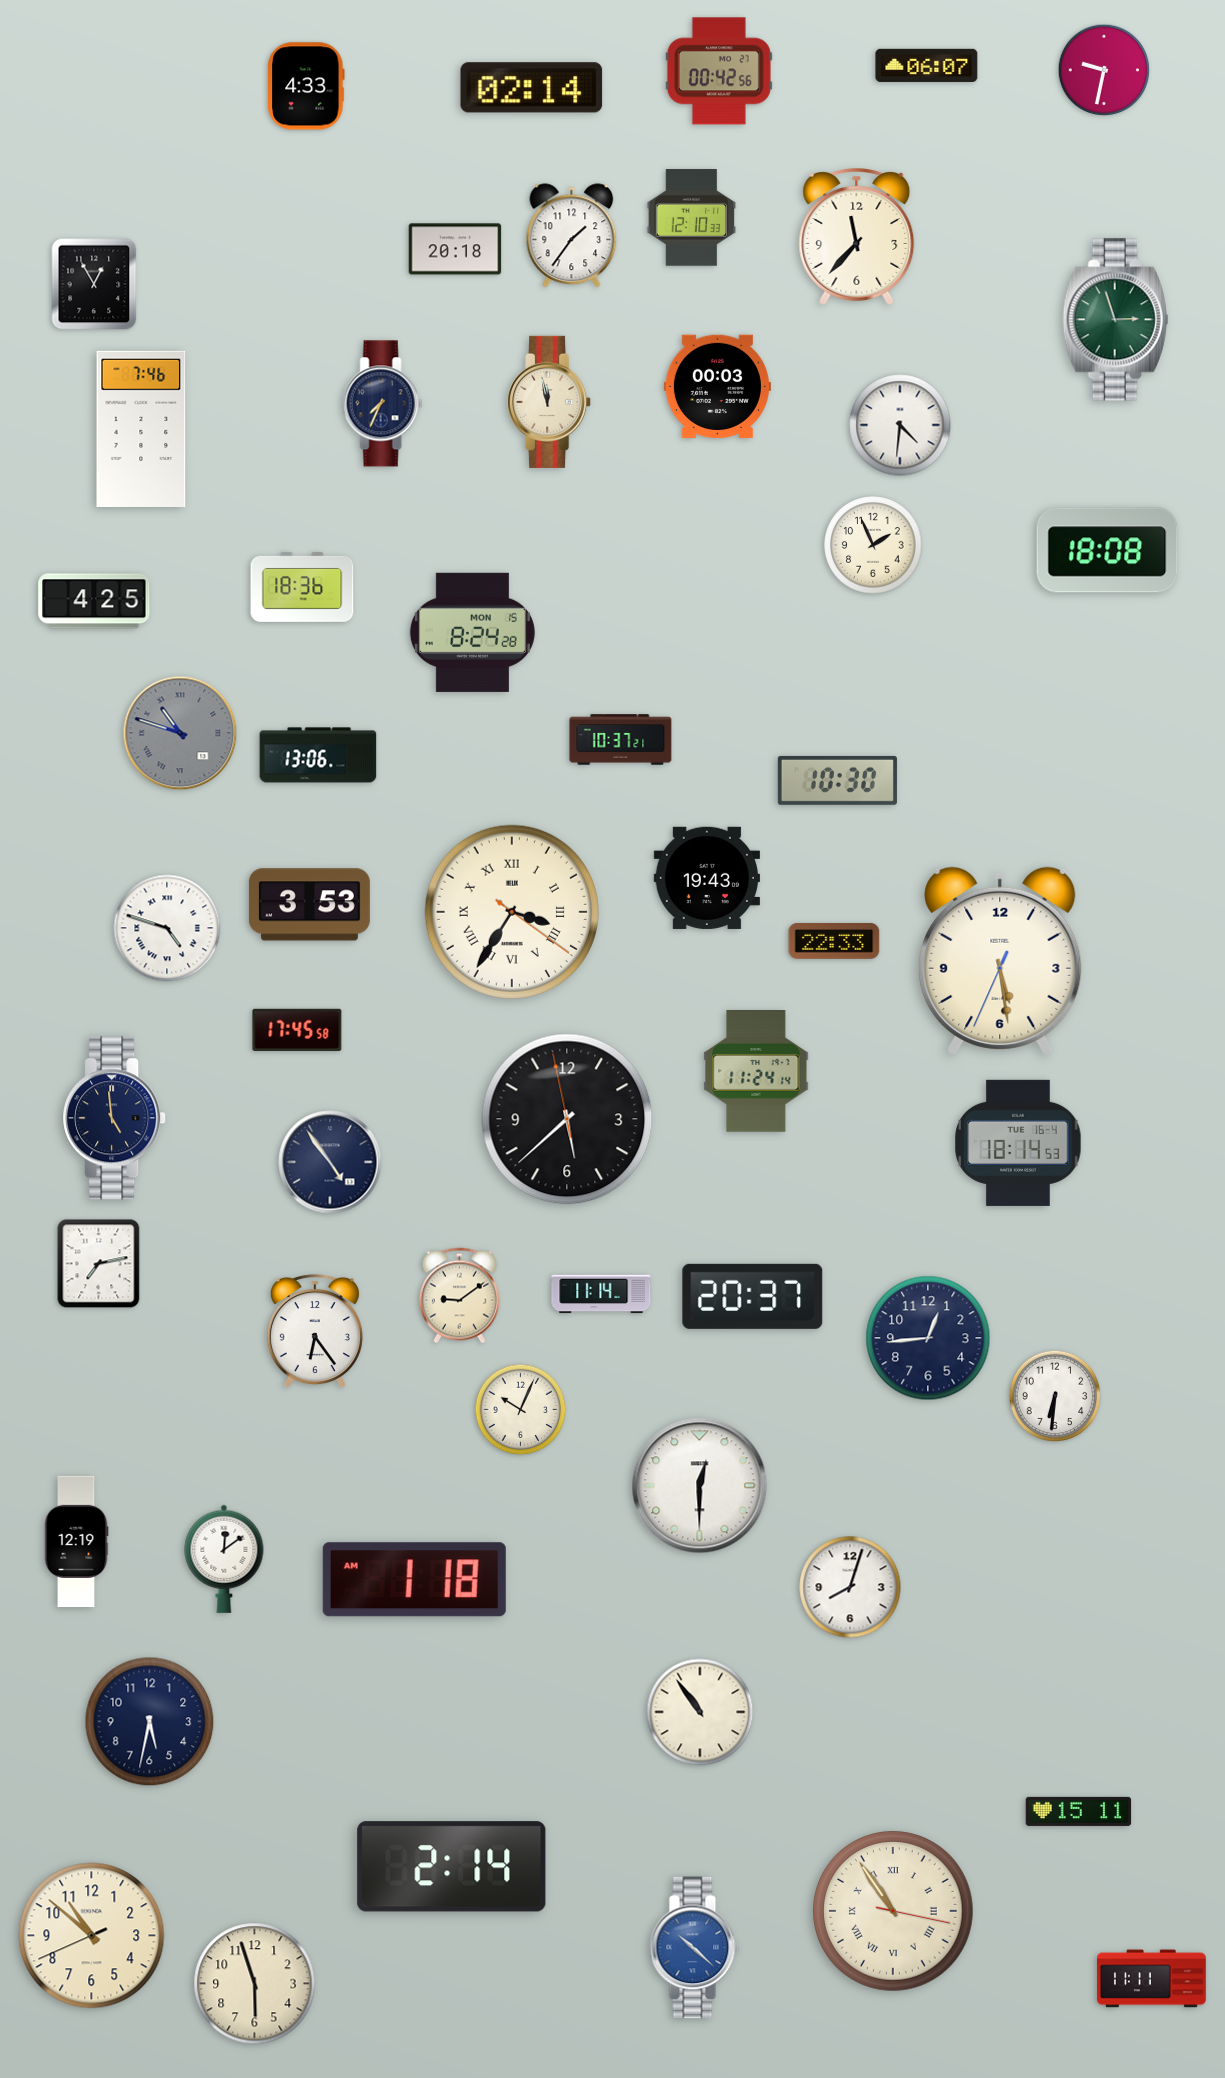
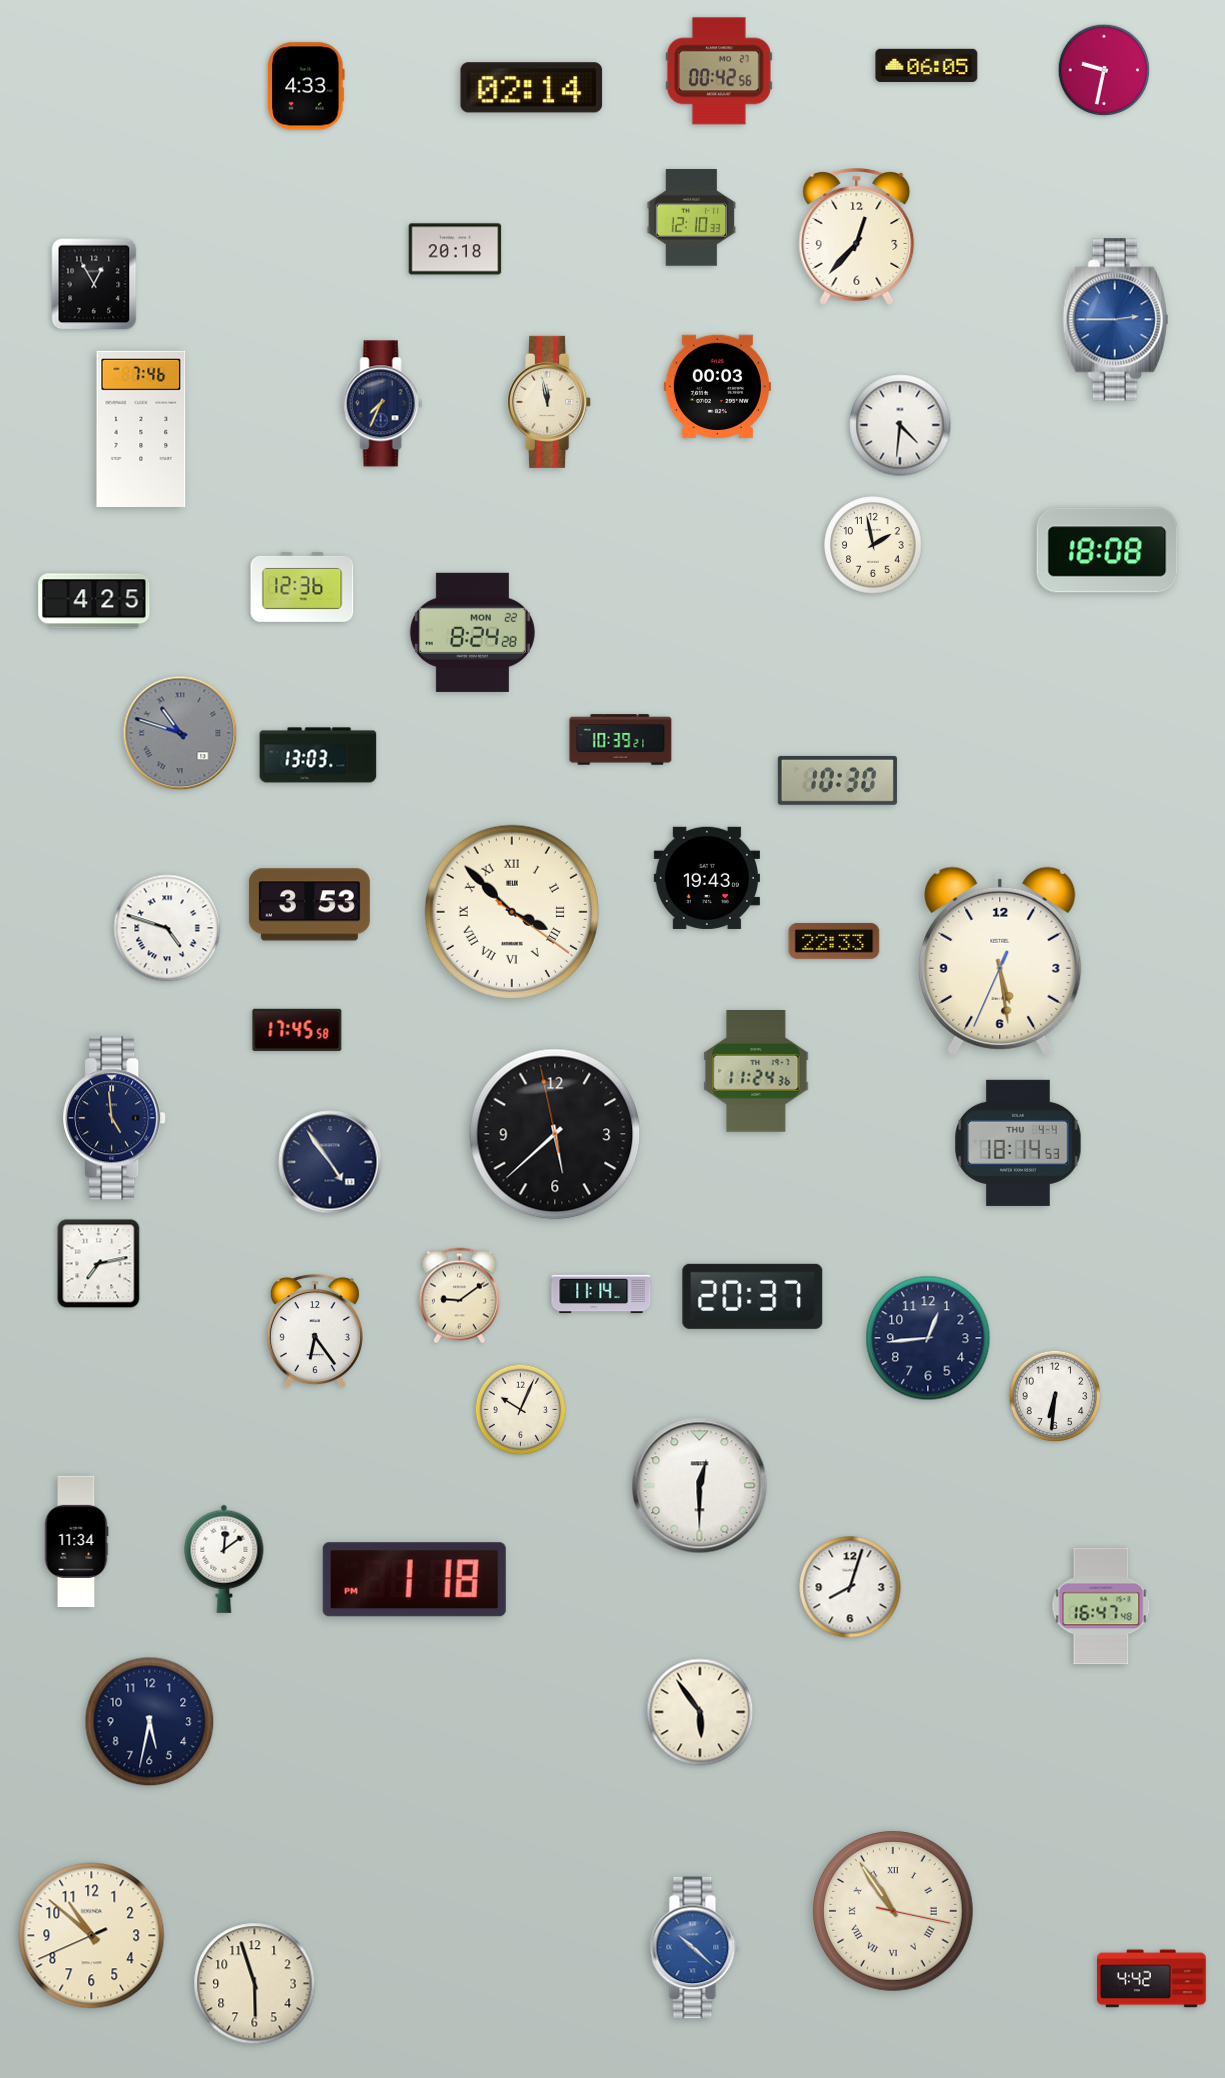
clock at (927, 65): 06:07 -> 06:05
clock at (572, 236): 1:36 -> none
clock at (857, 237): 11:37 -> 12:37
clock at (1116, 320): 2:57 -> 2:45
clock at (1116, 320) dial: green -> blue
clock at (873, 545): 1:56 -> 1:58
clock at (302, 587): 18:36 -> 12:36
clock at (472, 632) date: MON 15 -> MON 22
clock at (621, 740): 10:37 -> 10:39
clock at (318, 755): 13:06 -> 13:03
clock at (512, 912): 3:35 -> 3:52
clock at (756, 1072): 11:24:14 -> 11:24:36
clock at (567, 1119) position: (567, 1119) -> (555, 1134)
clock at (1018, 1143) date: TUE 16-4 -> THU 4-4
clock at (76, 1542): 12:19 -> 11:34
clock at (414, 1580): 1:18 AM -> 1:18 PM
clock at (1101, 1606): none -> 16:47
clock at (700, 1712): 10:54 -> 5:54
clock at (1079, 1811): 15:11 -> none
clock at (452, 1867): 2:14 -> none
clock at (1152, 1979): 11:11 -> 4:42
